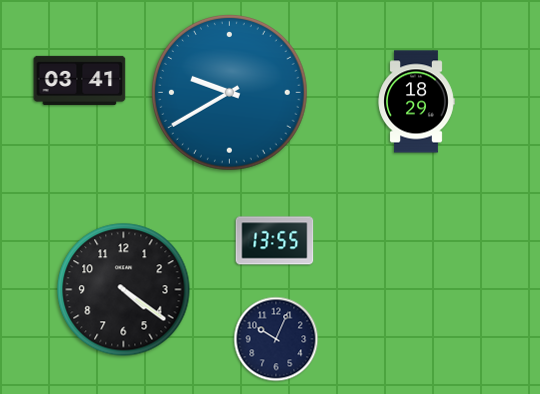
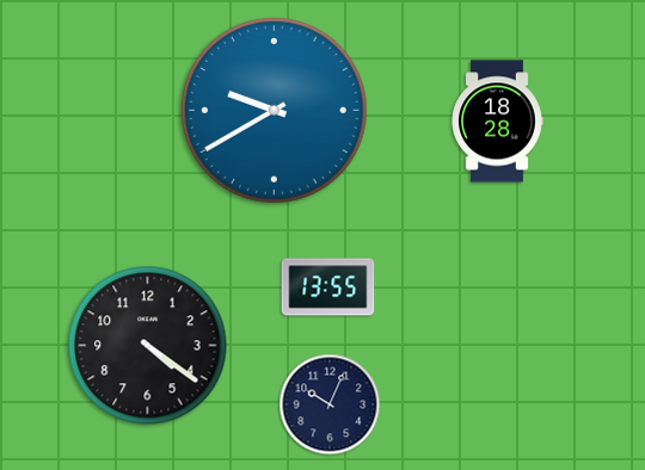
clock at (80, 80): 03:41 -> none
clock at (416, 102): 18:29 -> 18:28
